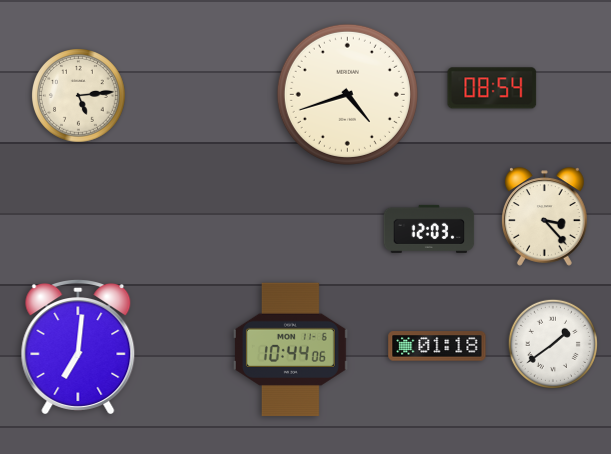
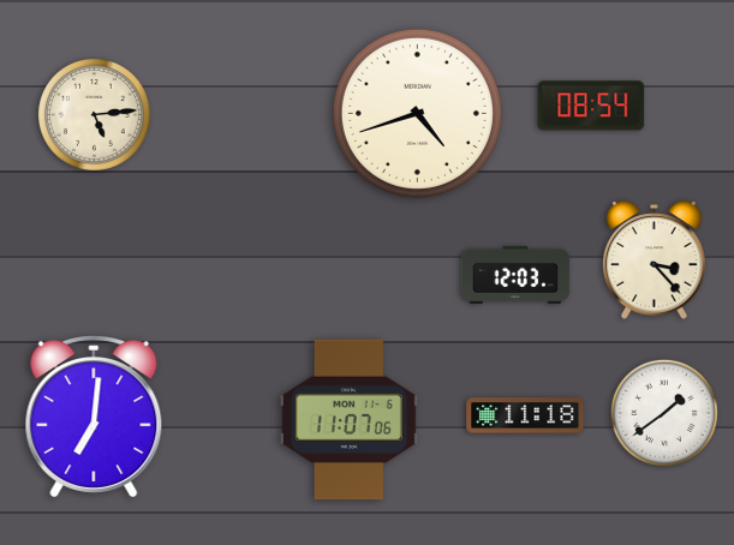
clock at (437, 346): 01:18 -> 11:18
clock at (290, 350): 10:44 -> 11:07
